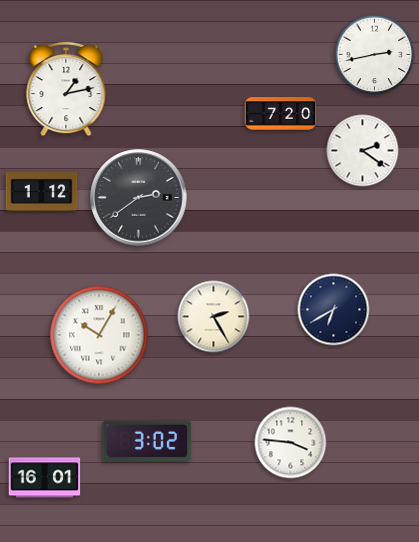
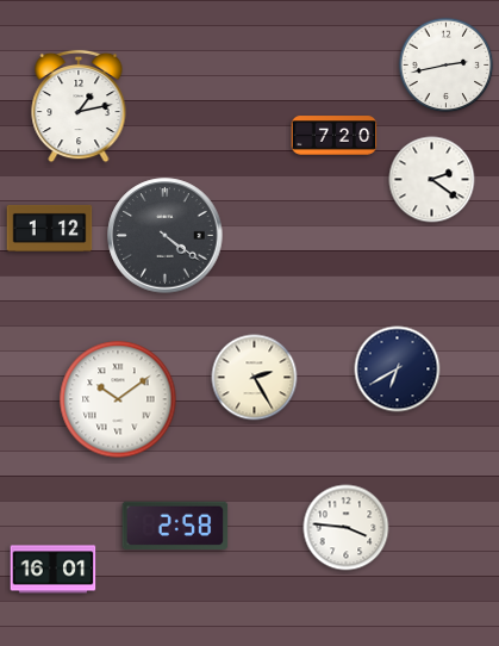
clock at (139, 198): 2:39 -> 4:21
clock at (99, 335): 10:05 -> 10:09
clock at (147, 440): 3:02 -> 2:58
